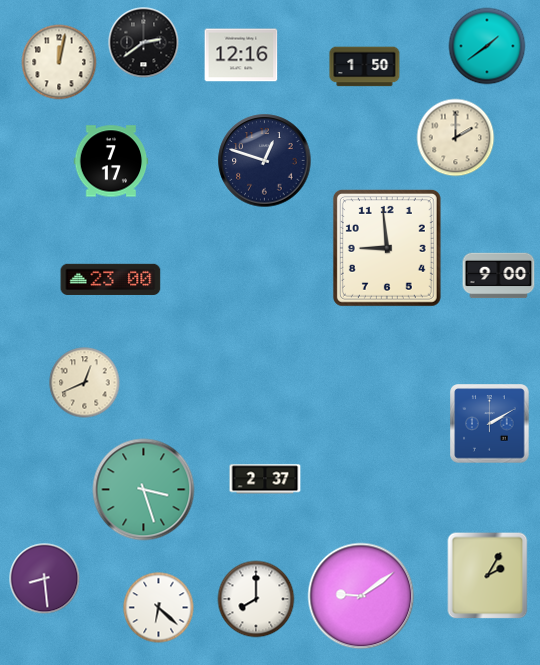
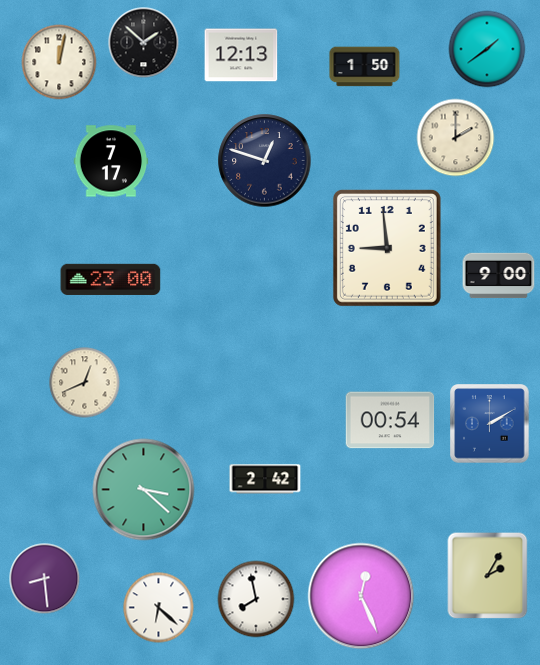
clock at (144, 43): 2:39 -> 1:52
clock at (487, 46) position: (487, 46) -> (487, 49)
clock at (241, 55): 12:16 -> 12:13
clock at (390, 420): none -> 00:54
clock at (265, 479): 2:37 -> 2:42
clock at (144, 490): 3:27 -> 3:22
clock at (361, 596): 9:09 -> 12:26
clock at (256, 599): 8:00 -> 7:58
